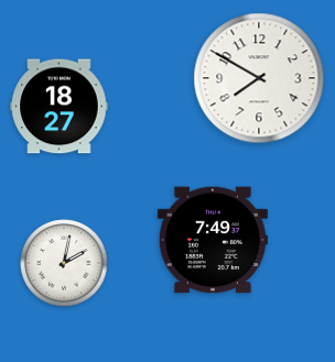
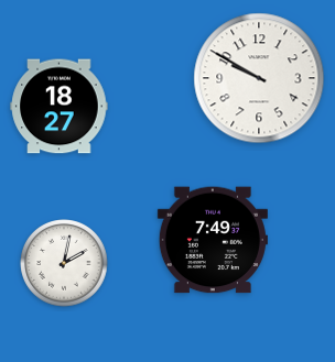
clock at (259, 78): 7:50 -> 9:50
